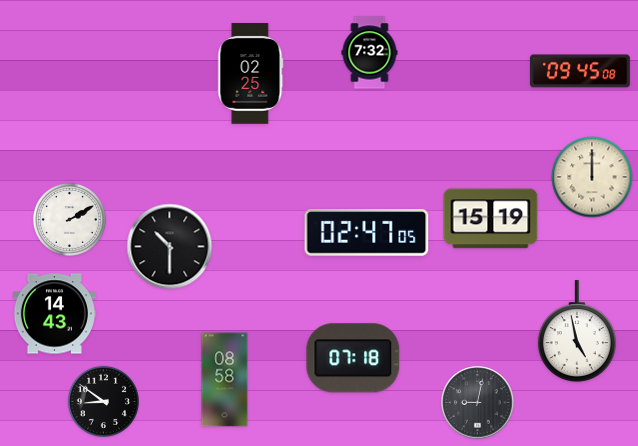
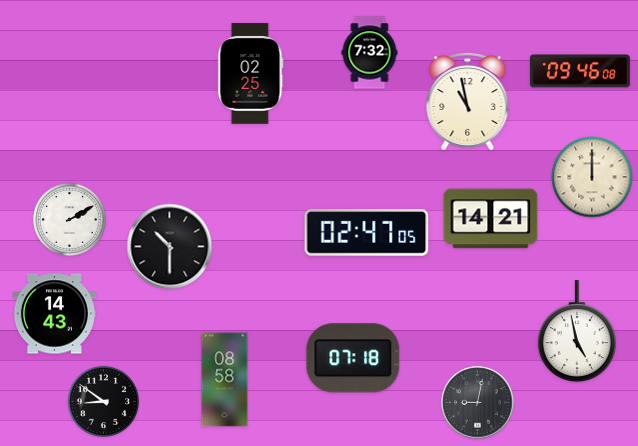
clock at (580, 71): 09:45 -> 09:46
clock at (468, 102): none -> 10:58
clock at (491, 219): 15:19 -> 14:21
